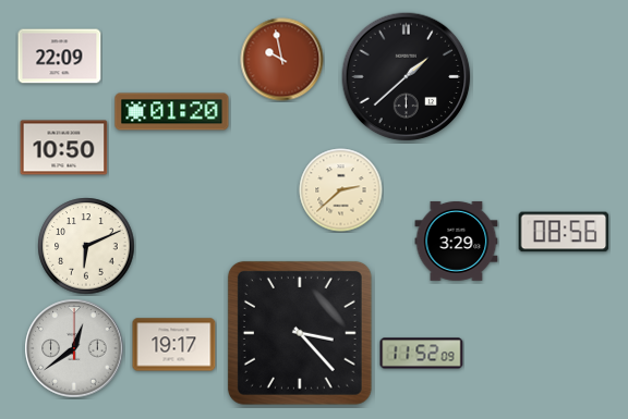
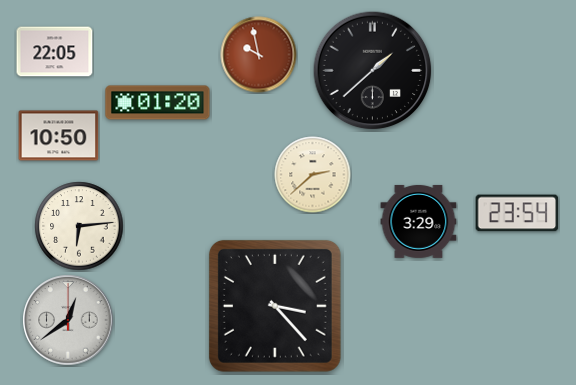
clock at (60, 57): 22:09 -> 22:05
clock at (564, 232): 08:56 -> 23:54
clock at (86, 246): 6:11 -> 6:14
clock at (174, 345): 19:17 -> none
clock at (422, 354): 11:52 -> none
